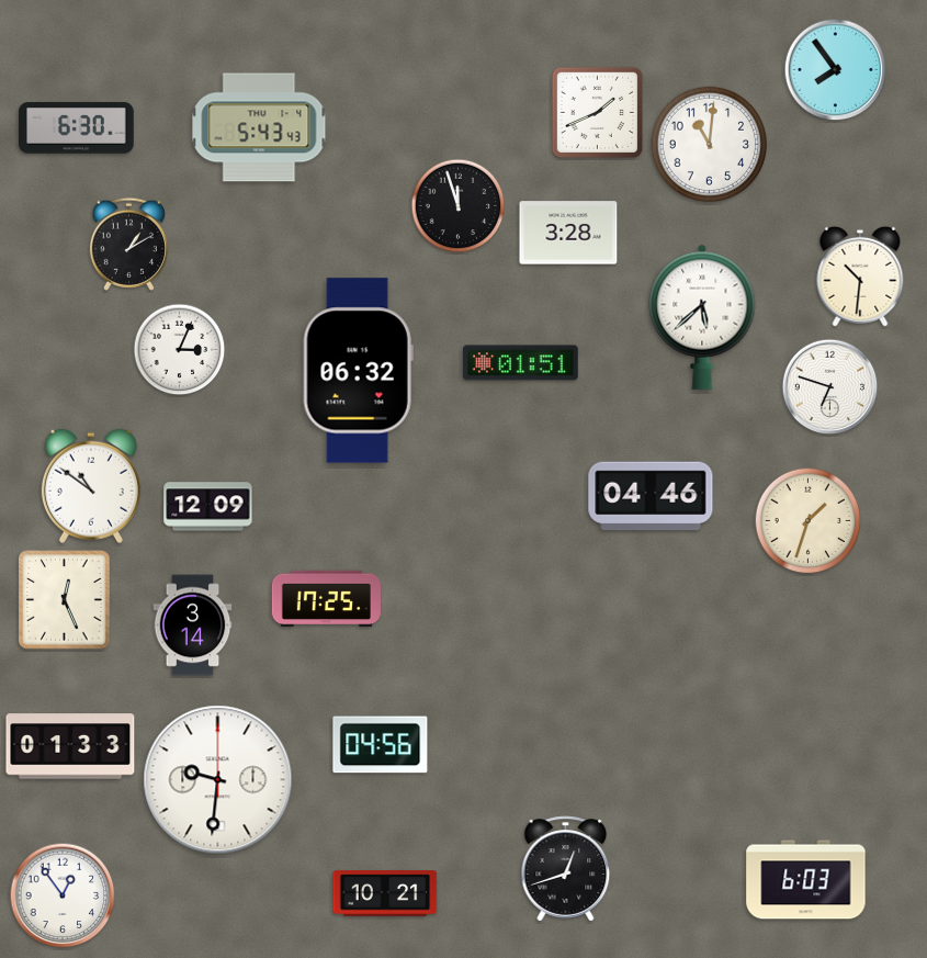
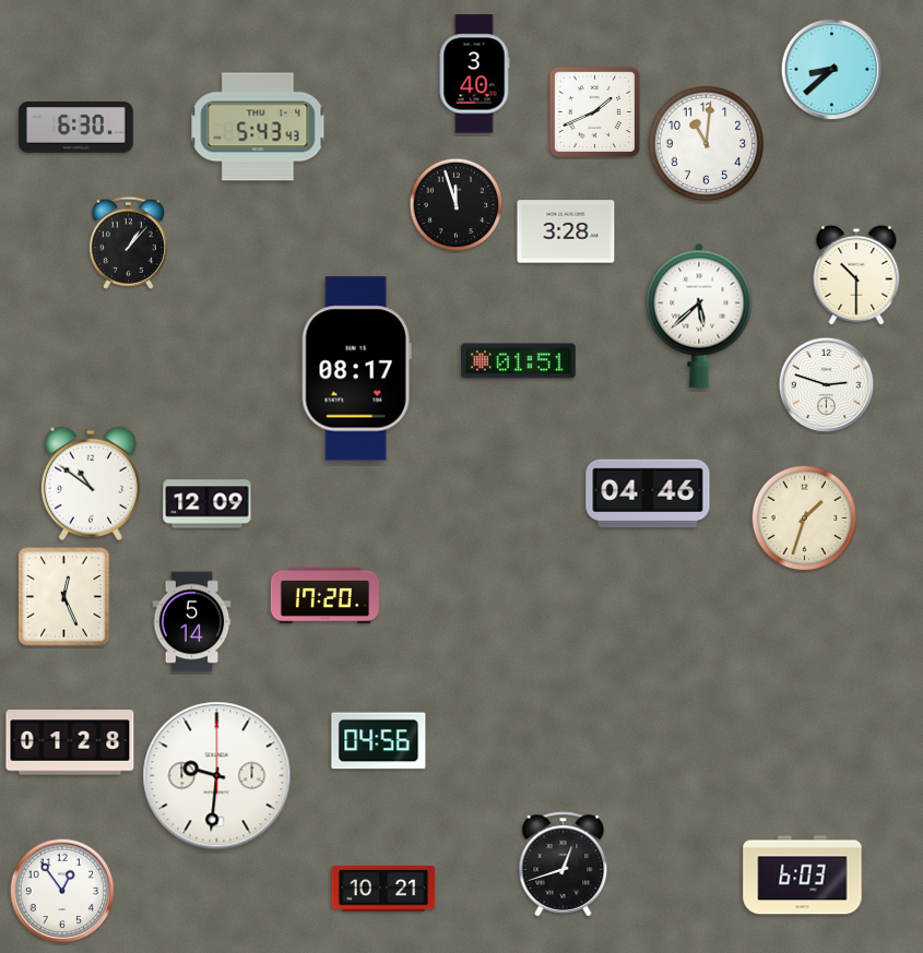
clock at (836, 70): 7:54 -> 8:38
clock at (474, 74): none -> 3:40
clock at (128, 244): 1:10 -> 1:07
clock at (860, 277): 10:31 -> 10:30
clock at (180, 350): 3:04 -> none
clock at (358, 371): 06:32 -> 08:17
clock at (830, 387): 6:48 -> 2:48
clock at (326, 599): 17:25 -> 17:20
clock at (193, 625): 3:14 -> 5:14
clock at (70, 746): 01:33 -> 01:28
